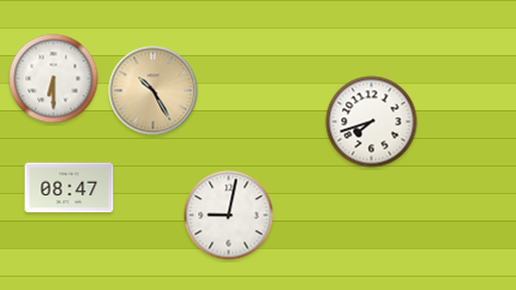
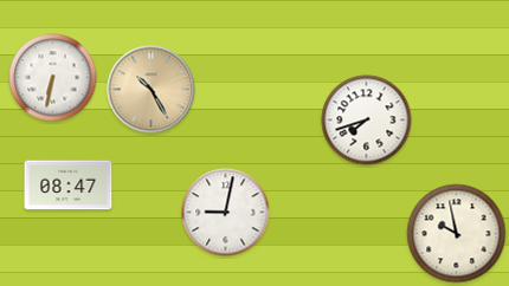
clock at (54, 79): 6:30 -> 6:32
clock at (457, 234): none -> 9:58
